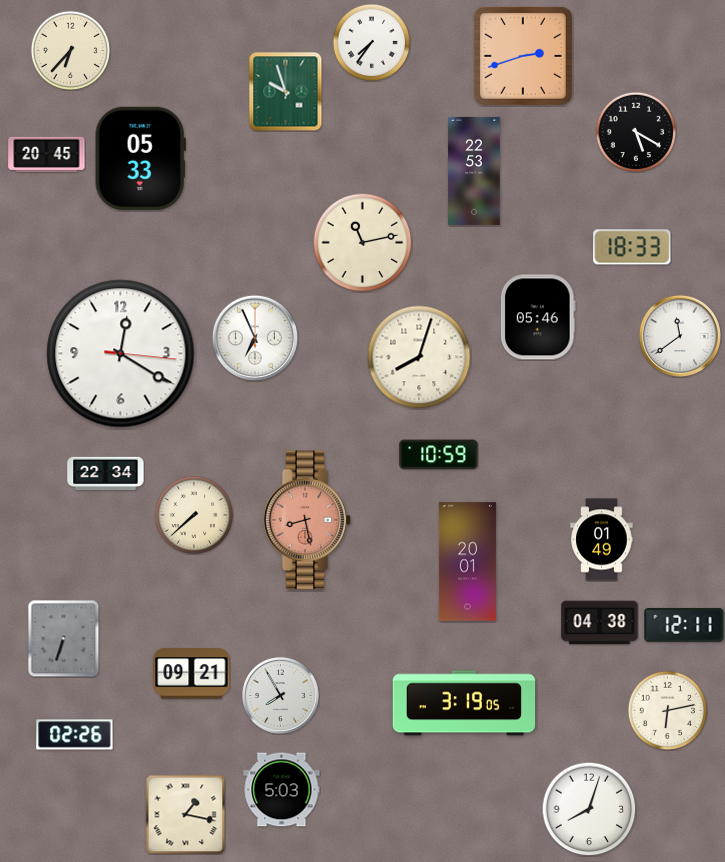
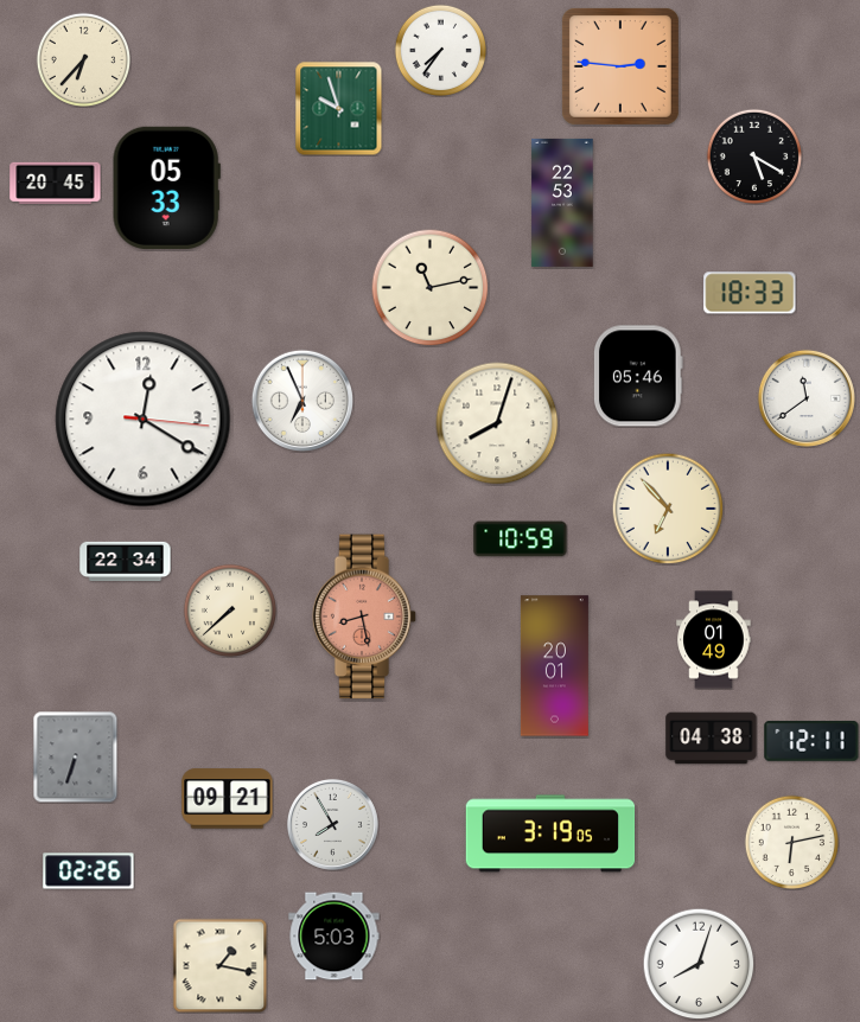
clock at (523, 56): 2:42 -> 2:46
clock at (668, 509): none -> 6:53
clock at (589, 809) position: (589, 809) -> (699, 964)
